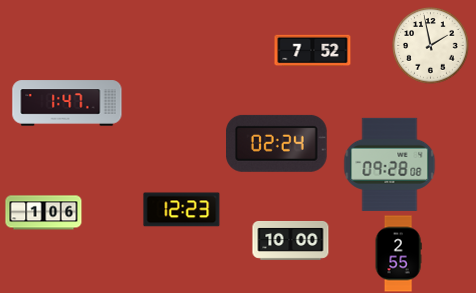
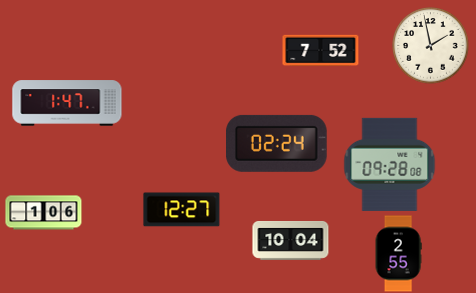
clock at (313, 51) position: (313, 51) -> (321, 51)
clock at (182, 210): 12:23 -> 12:27
clock at (291, 240): 10:00 -> 10:04
